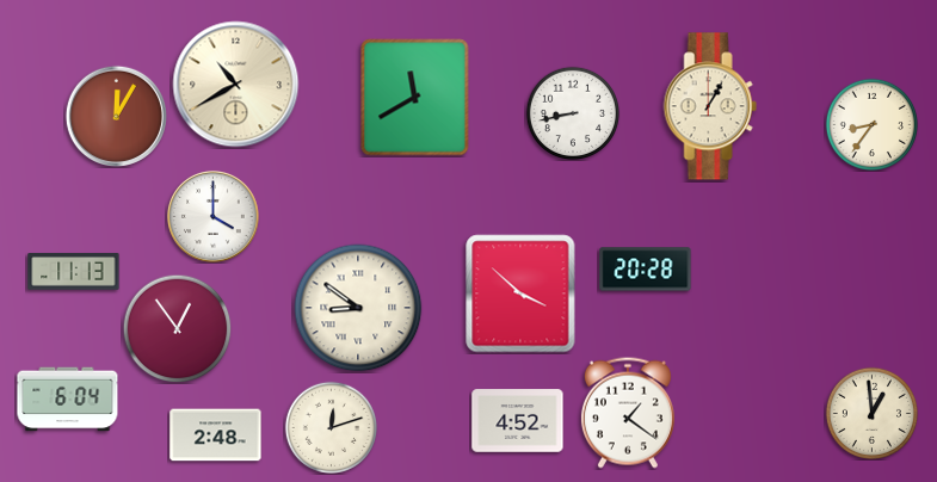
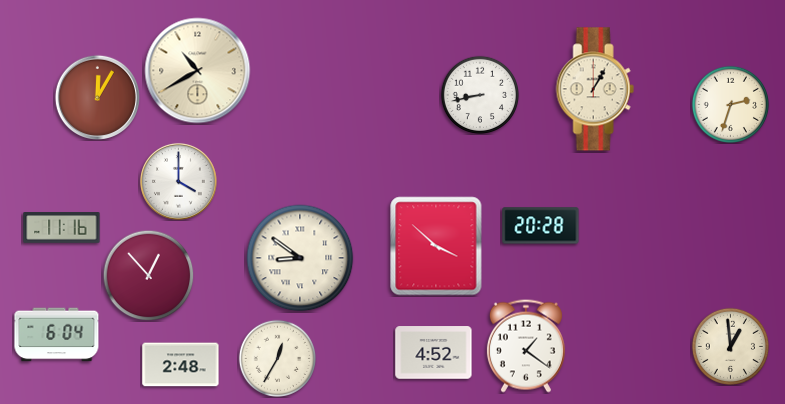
clock at (415, 98): 11:40 -> none
clock at (871, 124): 8:36 -> 2:33
clock at (74, 272): 11:13 -> 11:16
clock at (177, 328): 12:54 -> 12:53
clock at (331, 427): 12:12 -> 12:35
